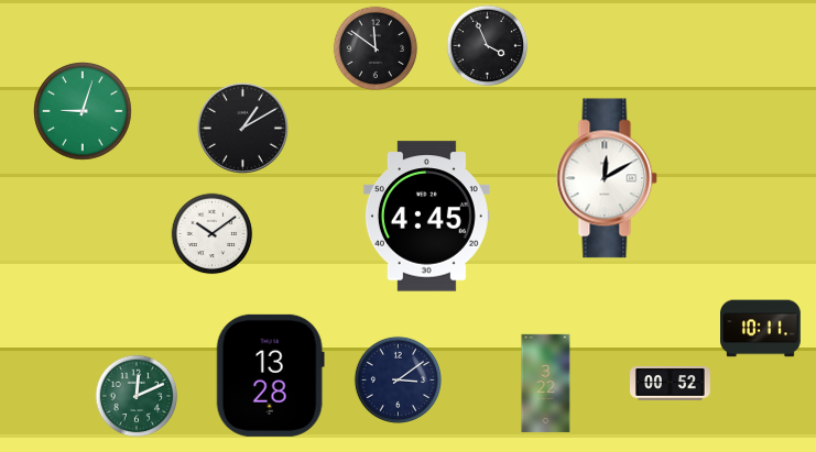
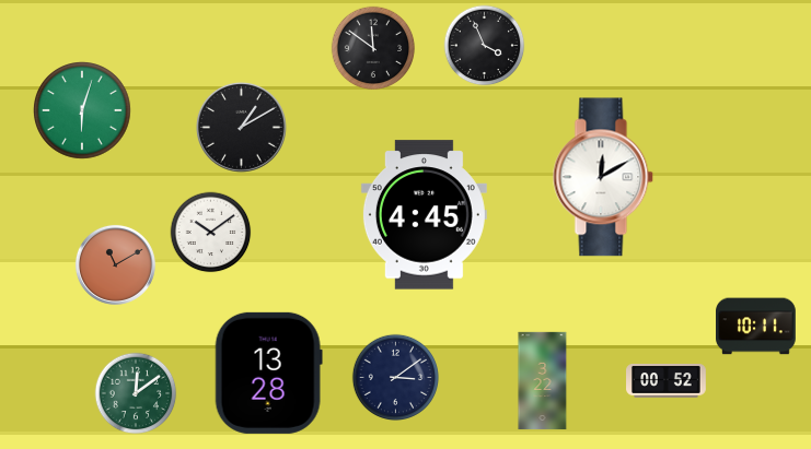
clock at (83, 111): 9:03 -> 6:03
clock at (115, 264): none -> 11:10
clock at (137, 396): 12:11 -> 12:09
